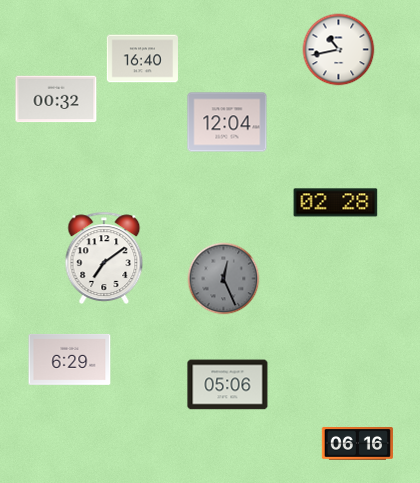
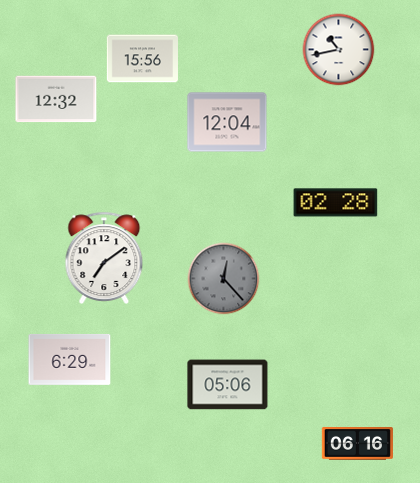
clock at (142, 59): 16:40 -> 15:56
clock at (56, 99): 00:32 -> 12:32
clock at (224, 279): 12:26 -> 12:23
